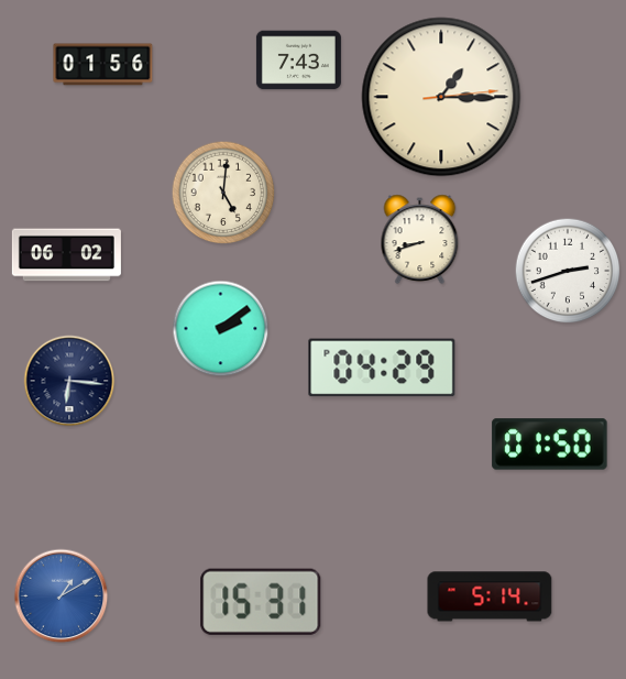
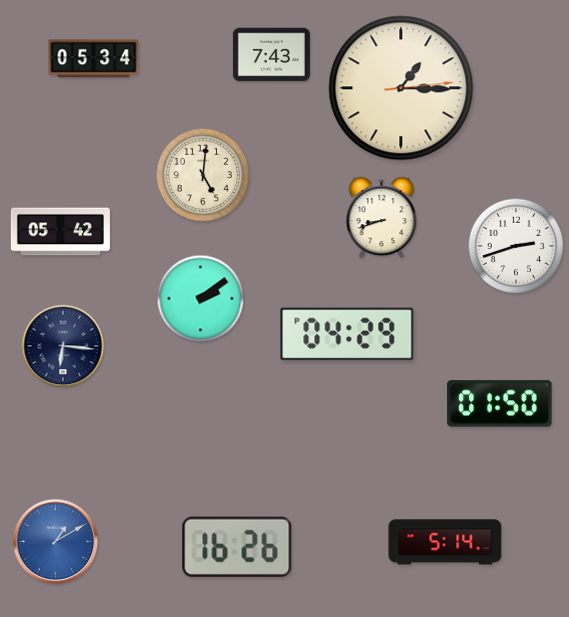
clock at (103, 65): 01:56 -> 05:34
clock at (66, 255): 06:02 -> 05:42
clock at (261, 602): 15:31 -> 16:26
